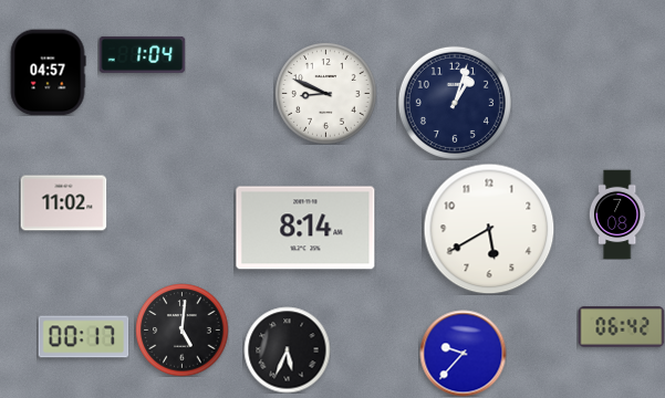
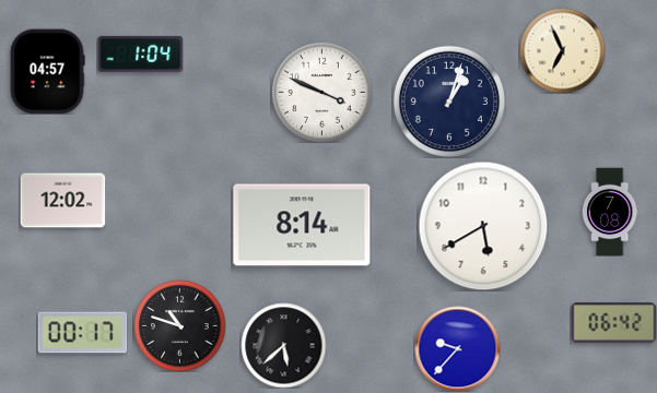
clock at (562, 50): none -> 6:56
clock at (326, 94): 8:49 -> 3:49
clock at (63, 203): 11:02 -> 12:02
clock at (181, 329): 5:01 -> 10:48
clock at (287, 349): 5:34 -> 5:38
